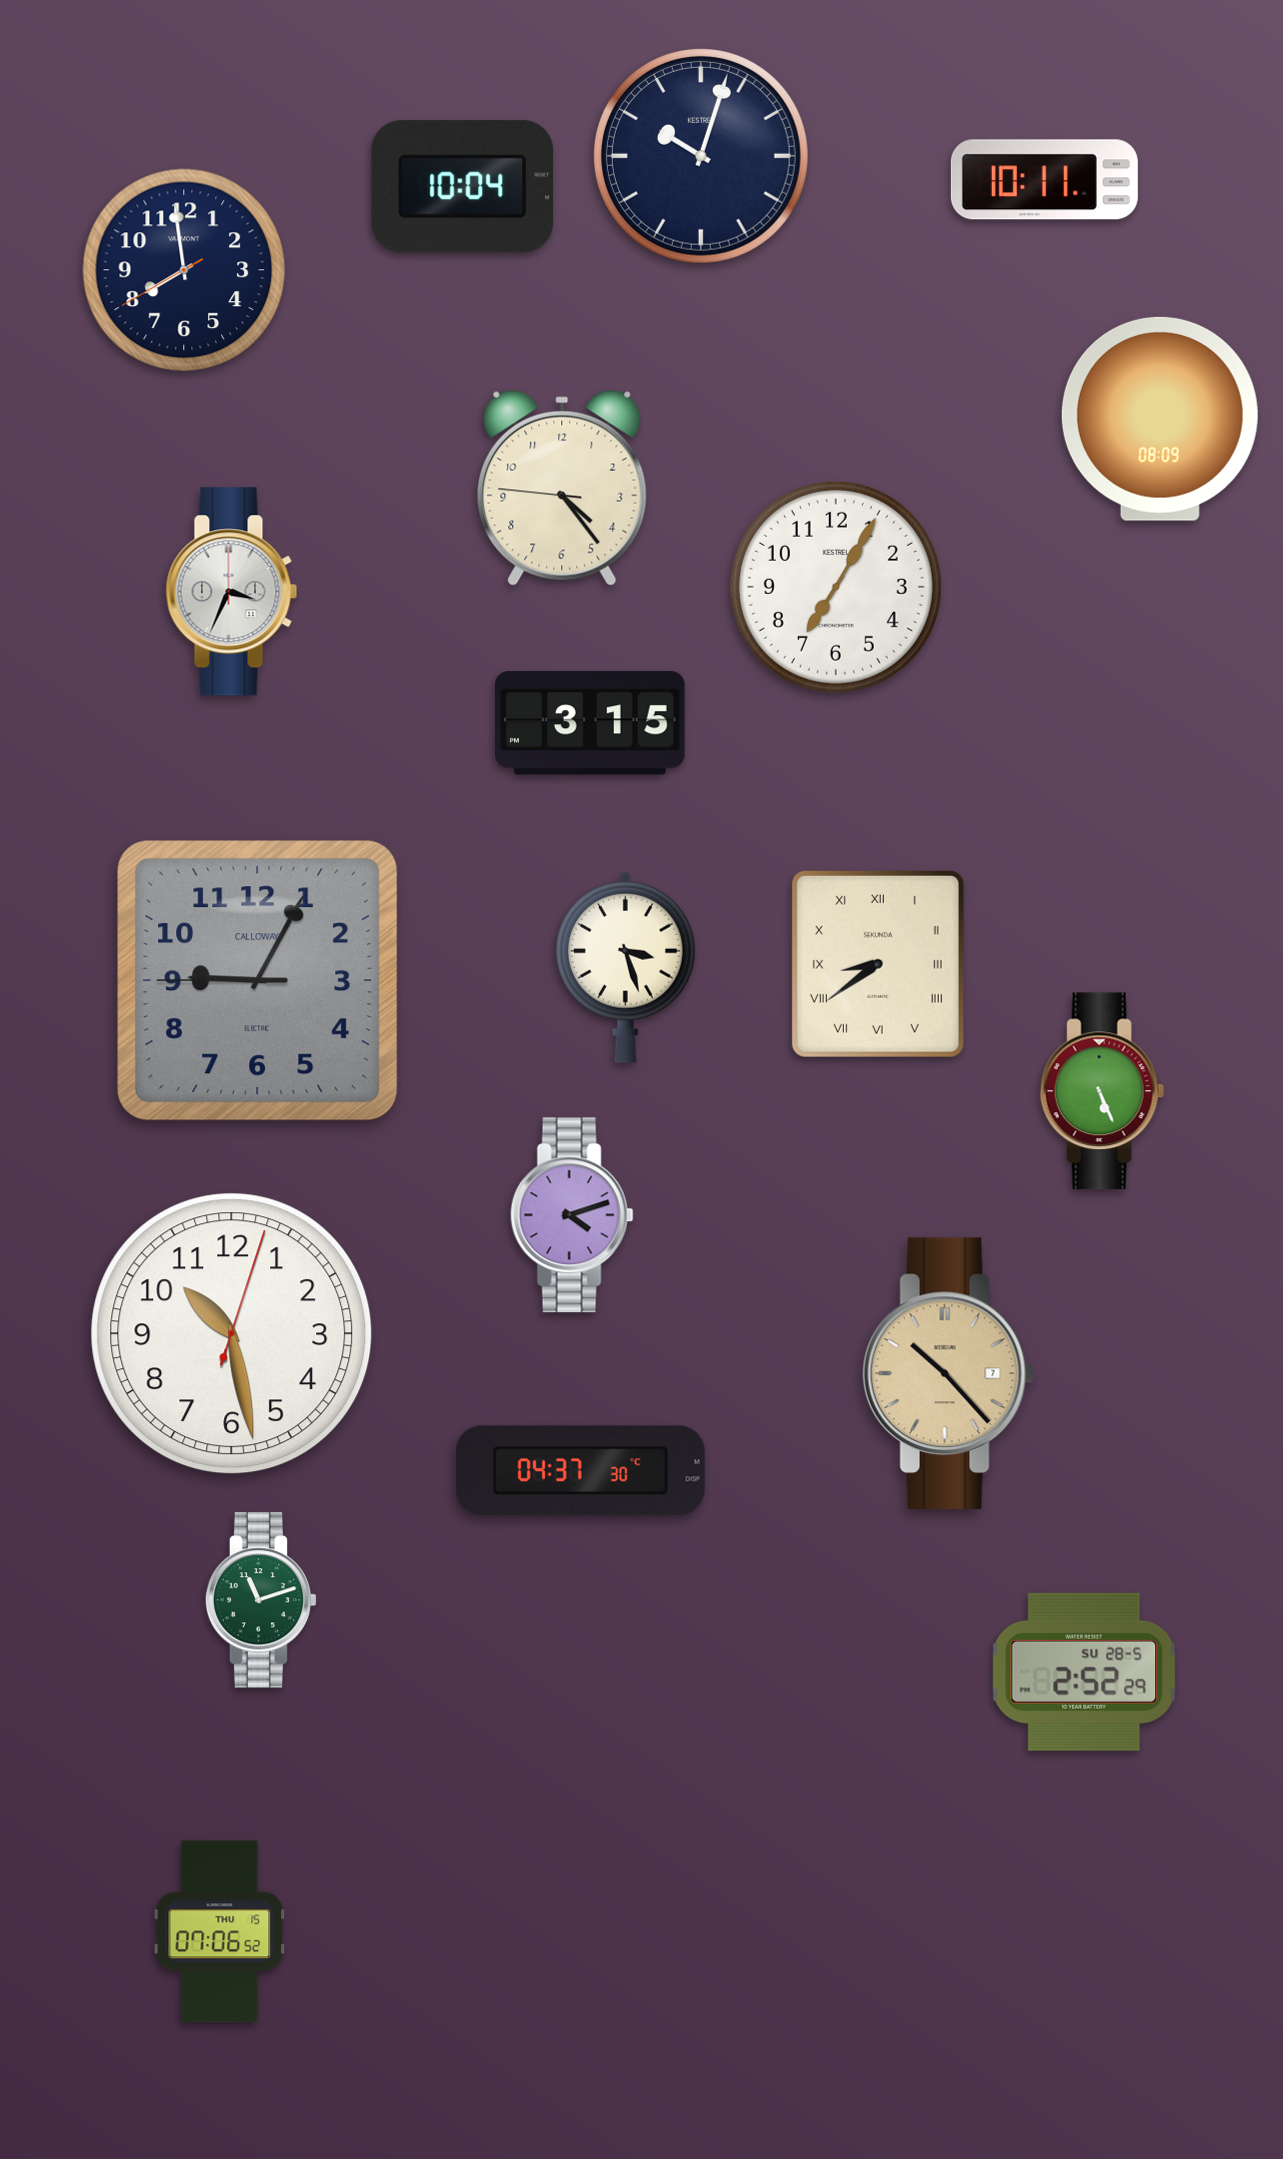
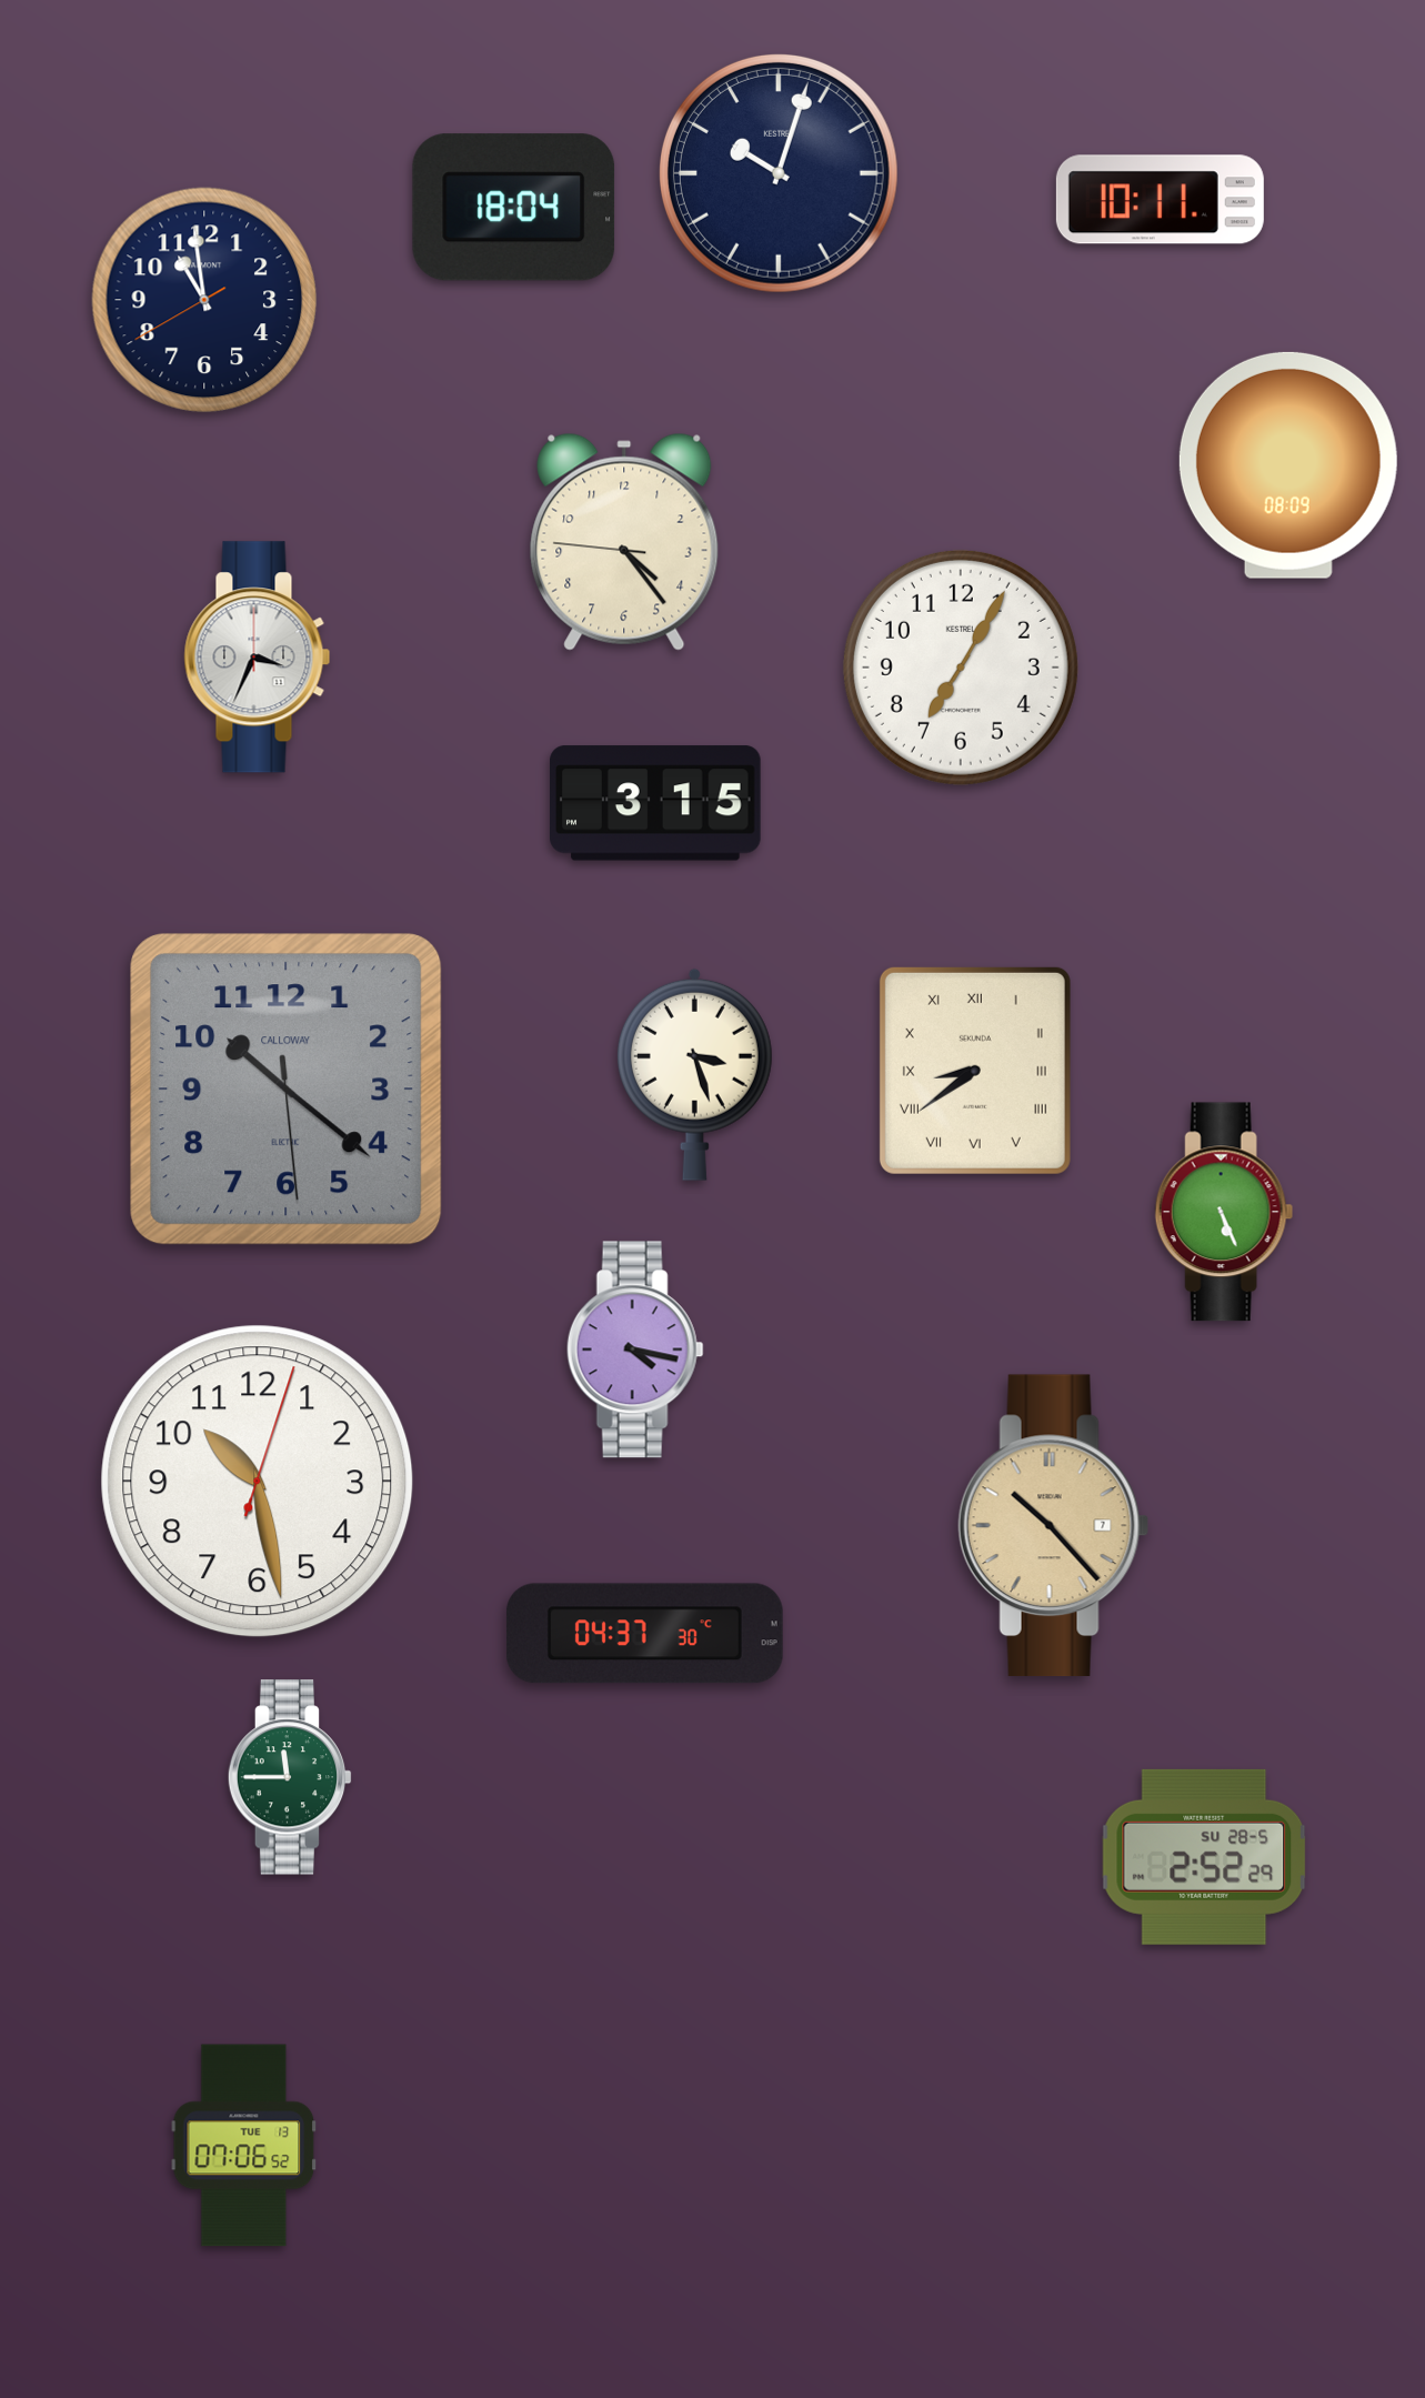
clock at (463, 187): 10:04 -> 18:04
clock at (184, 270): 7:58 -> 10:58
clock at (836, 587) position: (836, 587) -> (961, 668)
clock at (258, 981): 9:04 -> 10:21
clock at (572, 1215): 4:12 -> 4:17
clock at (261, 1600): 11:12 -> 11:45
clock at (220, 1932) date: THU 15 -> TUE 13
